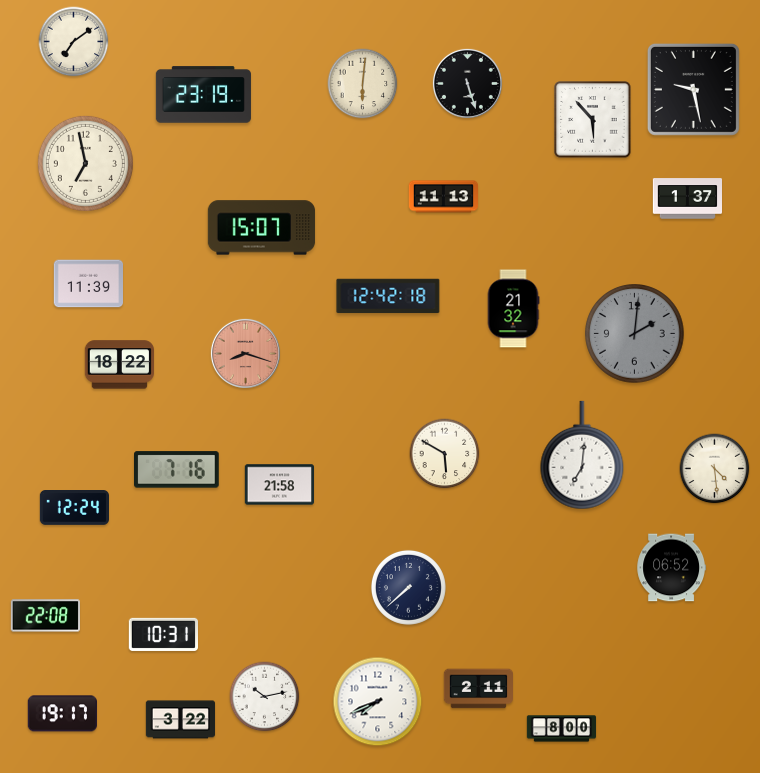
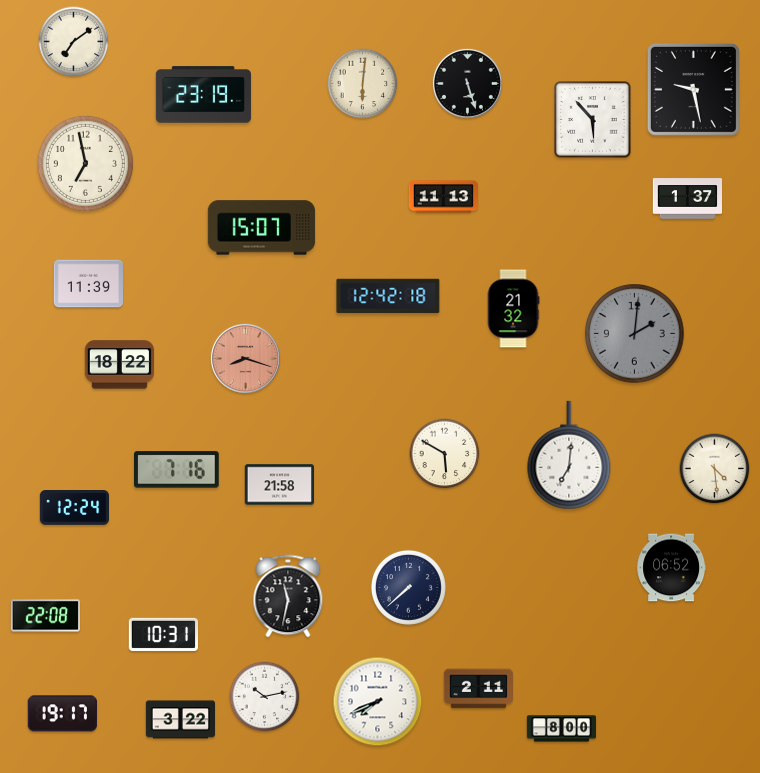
clock at (245, 353) position: (245, 353) -> (245, 358)
clock at (582, 455) position: (582, 455) -> (569, 455)
clock at (288, 596): none -> 11:32
